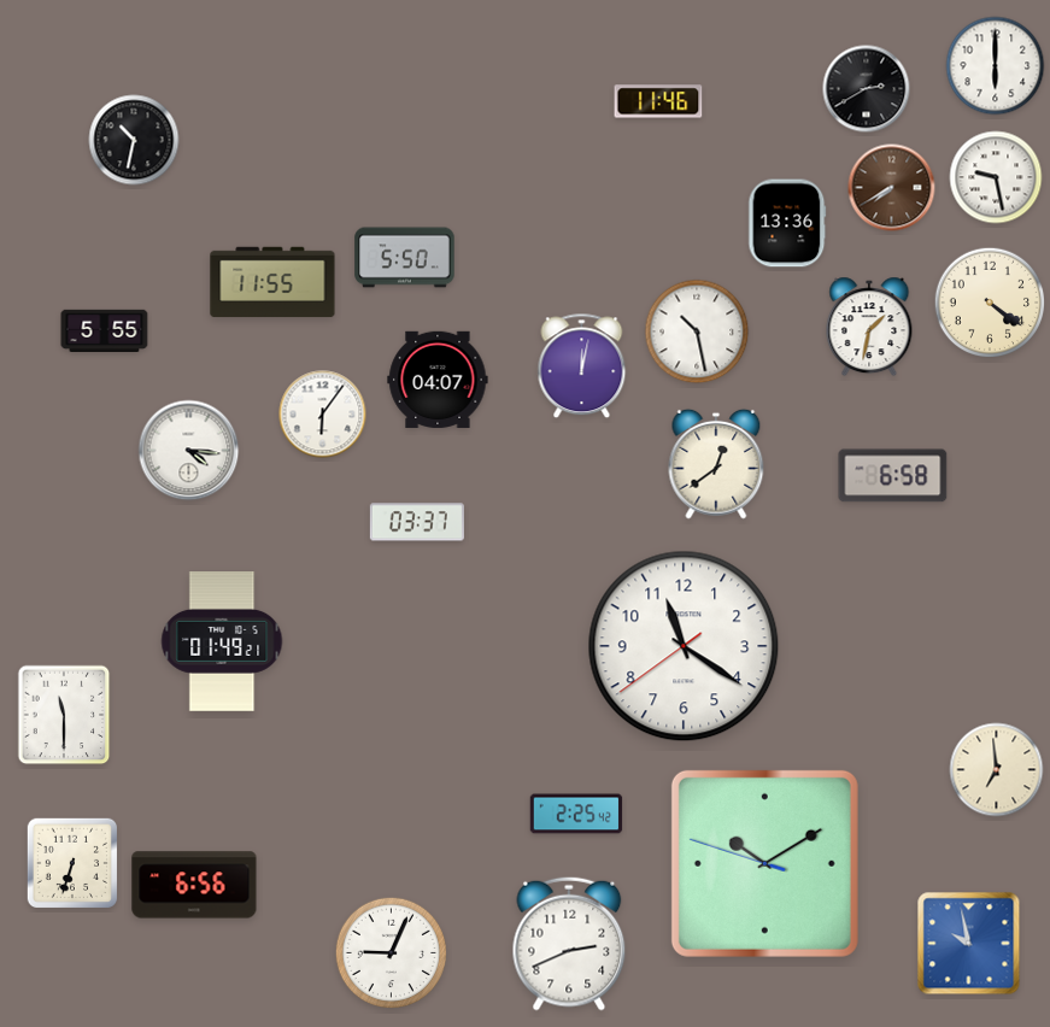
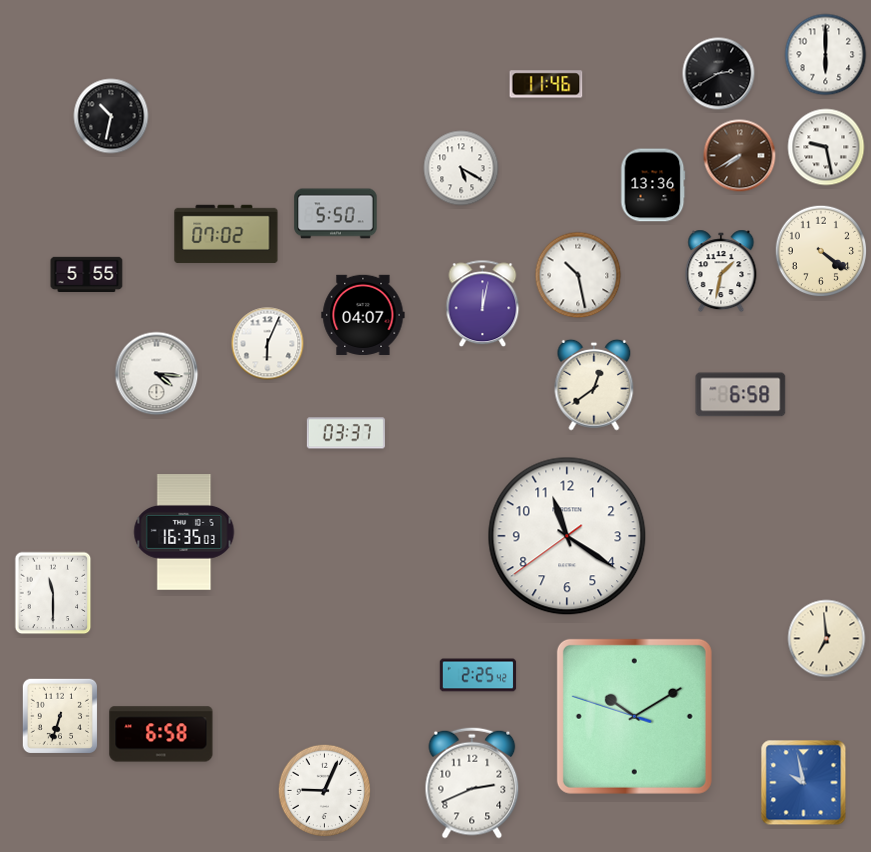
clock at (461, 168): none -> 5:20
clock at (272, 282): 11:55 -> 07:02
clock at (323, 415): 6:06 -> 6:04
clock at (222, 641): 01:49 -> 16:35
clock at (194, 885): 6:56 -> 6:58
